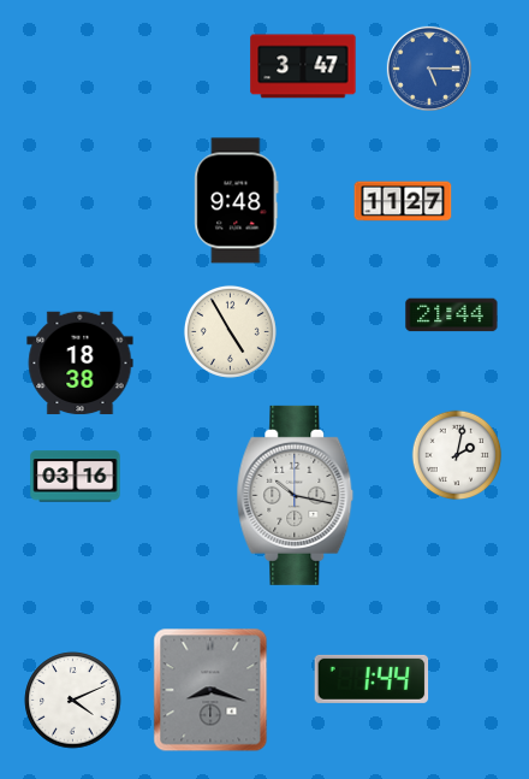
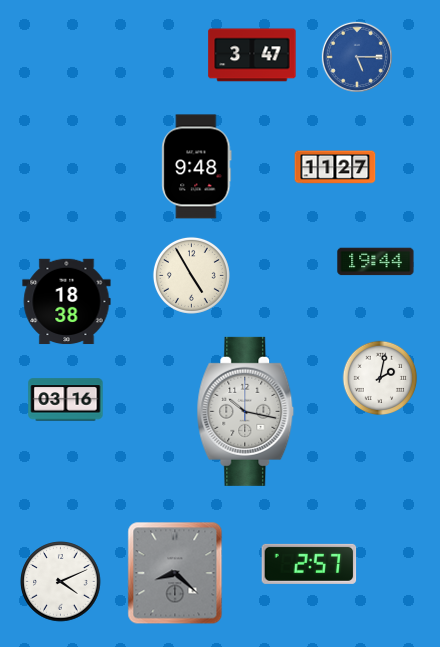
clock at (452, 315): 21:44 -> 19:44
clock at (76, 477) position: (76, 477) -> (66, 400)
clock at (372, 679): 1:44 -> 2:57
clock at (210, 690): 8:18 -> 8:22
